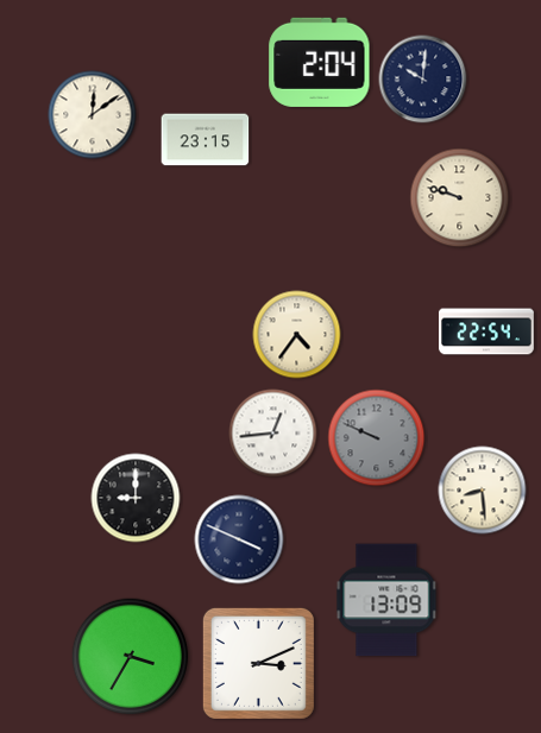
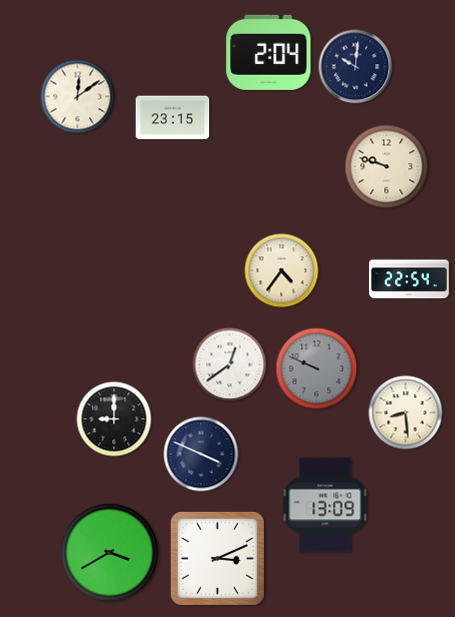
clock at (297, 335) position: (297, 335) -> (282, 271)
clock at (273, 434): 12:44 -> 12:39
clock at (131, 657): 3:35 -> 3:40
